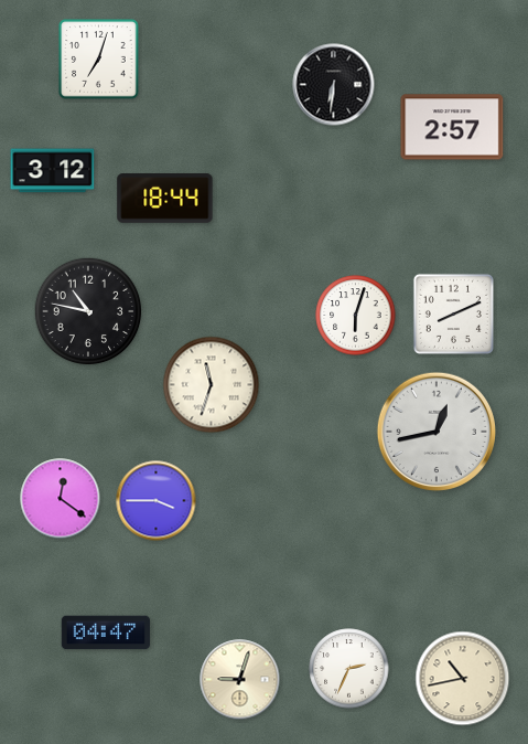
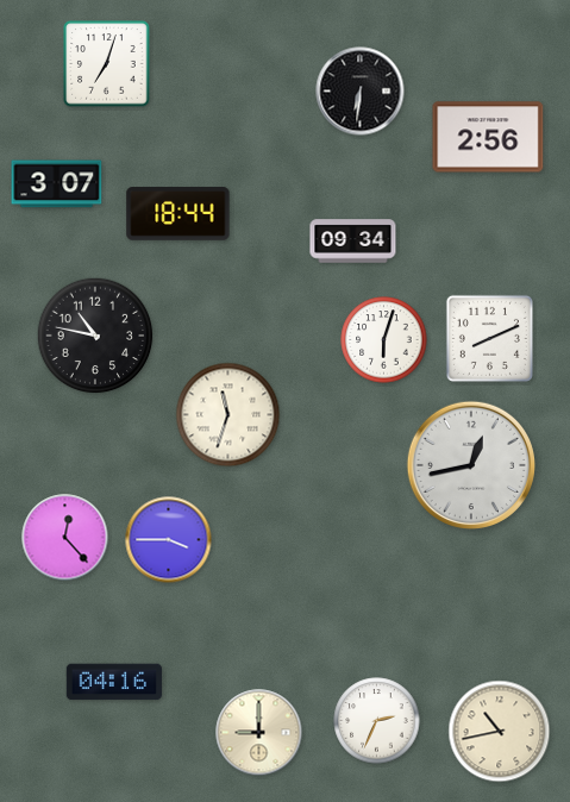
clock at (452, 127): 2:57 -> 2:56
clock at (53, 171): 3:12 -> 3:07
clock at (353, 242): none -> 09:34
clock at (61, 499): 12:21 -> 12:23
clock at (106, 633): 04:47 -> 04:16
clock at (240, 680): 9:03 -> 9:00
